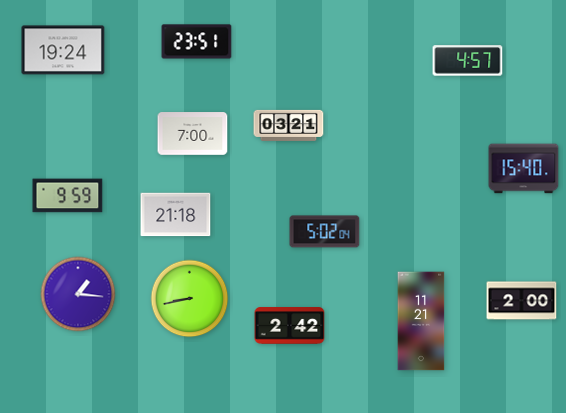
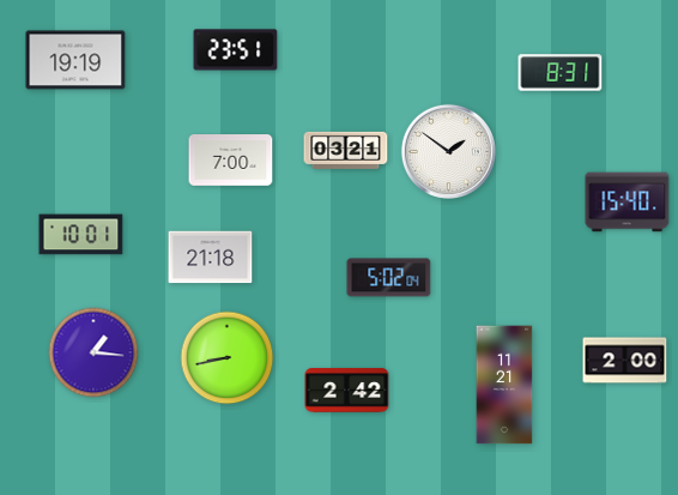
clock at (63, 50): 19:24 -> 19:19
clock at (468, 61): 4:57 -> 8:31
clock at (448, 151): none -> 1:51
clock at (68, 196): 9:59 -> 10:01
